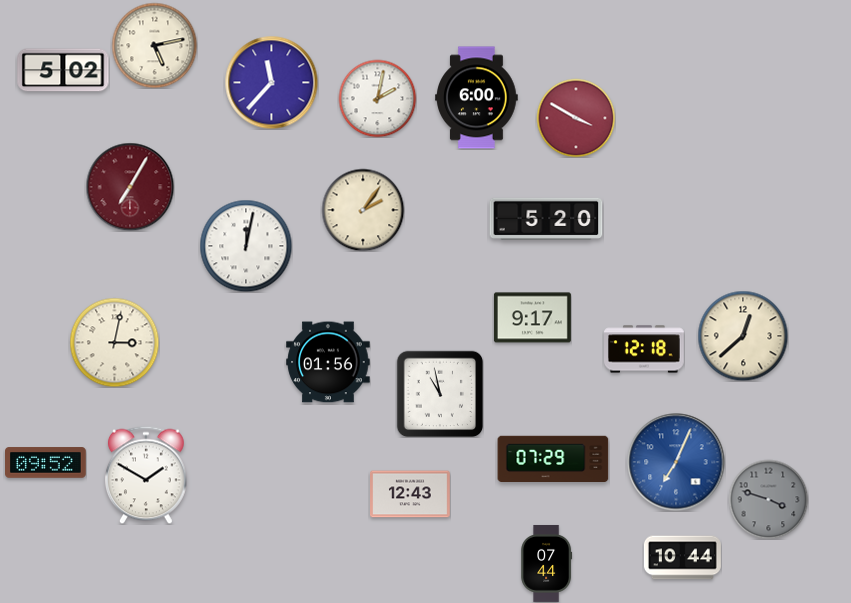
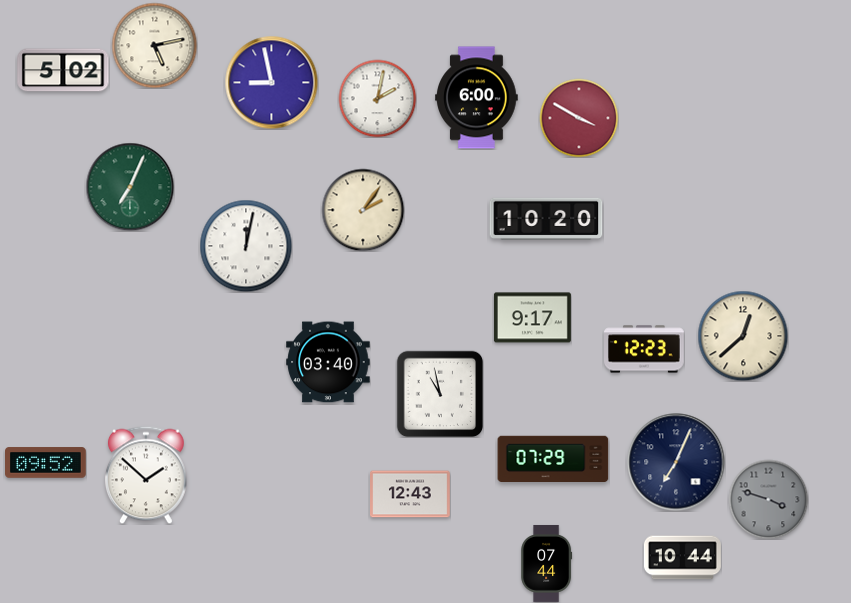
clock at (271, 82): 11:37 -> 8:58
clock at (576, 118) position: (576, 118) -> (579, 118)
clock at (130, 187): 7:05 -> 7:04
clock at (130, 187) dial: burgundy -> green
clock at (546, 219): 5:20 -> 10:20
clock at (114, 342): 3:02 -> none
clock at (645, 349): 12:18 -> 12:23
clock at (328, 362): 01:56 -> 03:40
clock at (676, 462) dial: blue -> navy
clock at (146, 475): 1:50 -> 1:52
